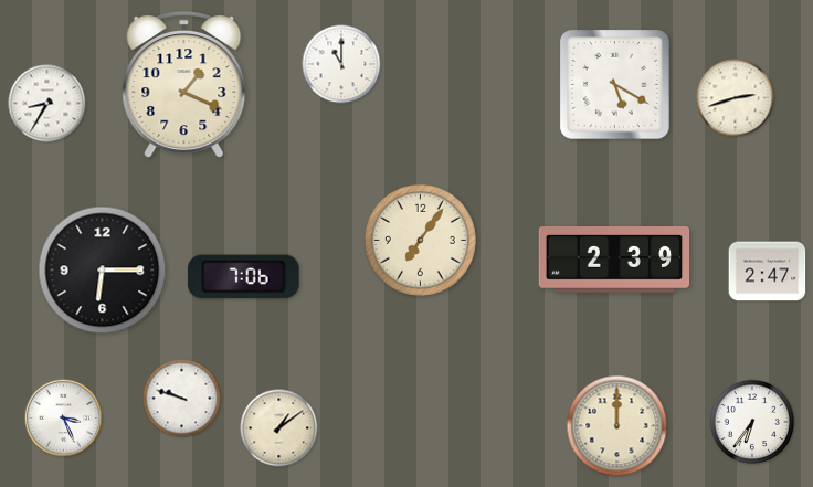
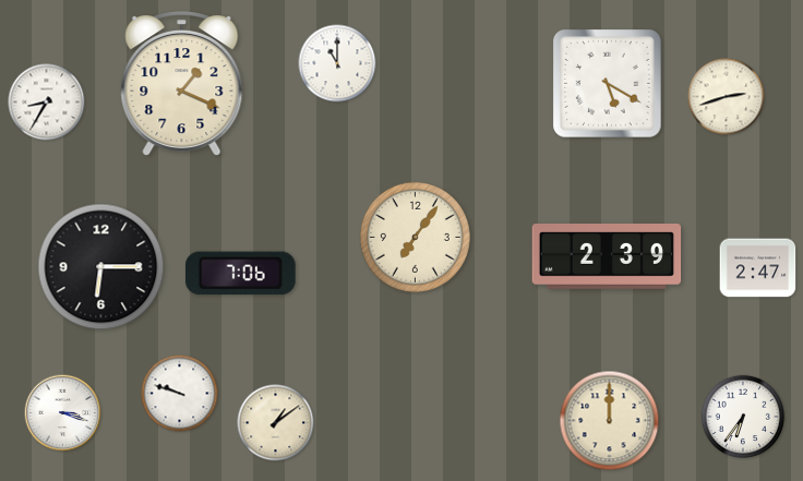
clock at (64, 419): 3:26 -> 3:18
